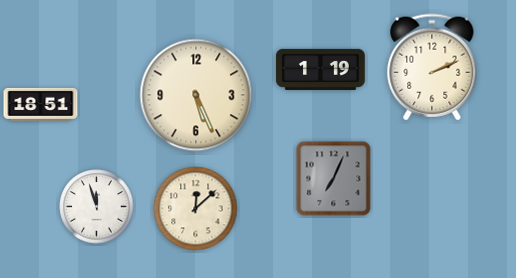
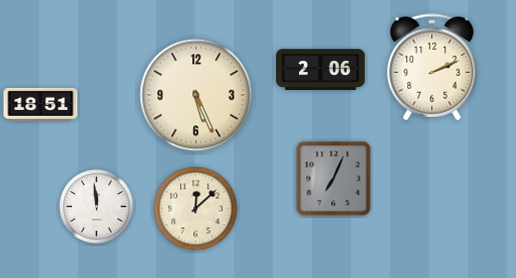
clock at (321, 69): 1:19 -> 2:06
clock at (97, 207): 11:57 -> 11:59
